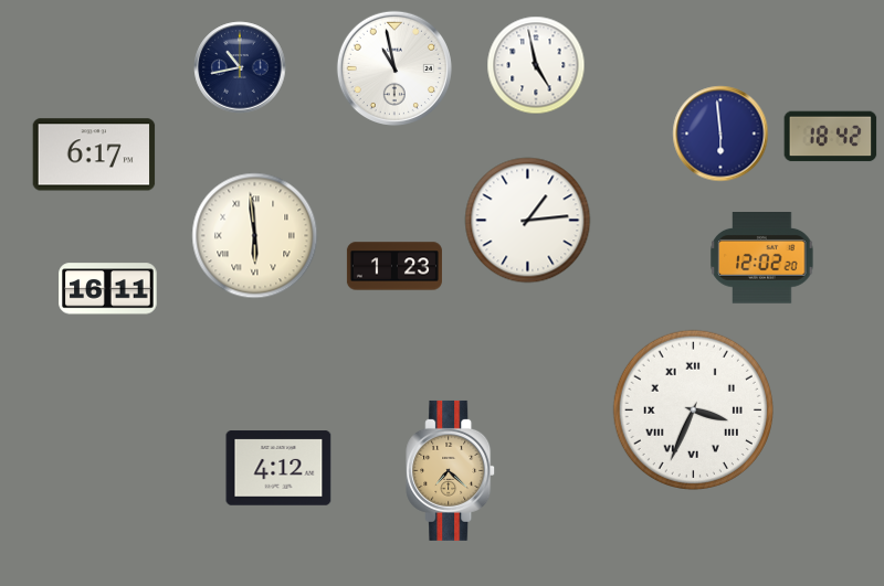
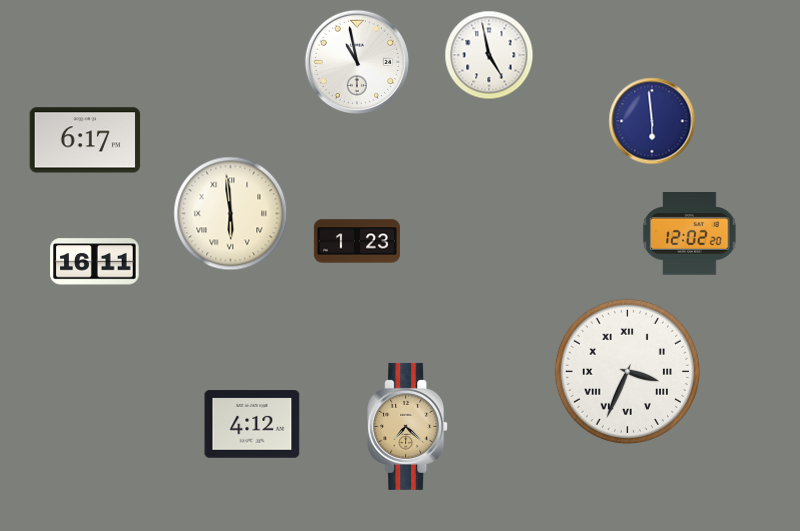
clock at (536, 65) position: (536, 65) -> (489, 55)
clock at (240, 67): 10:43 -> none
clock at (831, 137): 18:42 -> none
clock at (528, 221): 1:14 -> none
clock at (108, 289) position: (108, 289) -> (95, 262)
